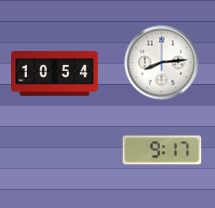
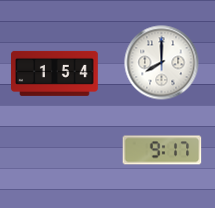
clock at (162, 63): 8:14 -> 8:00
clock at (55, 73): 10:54 -> 1:54
